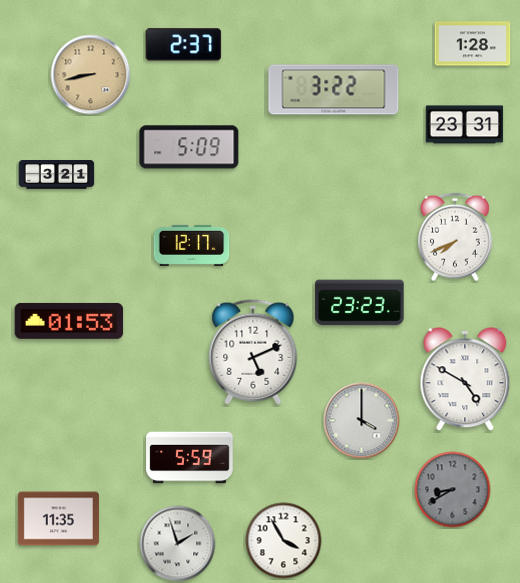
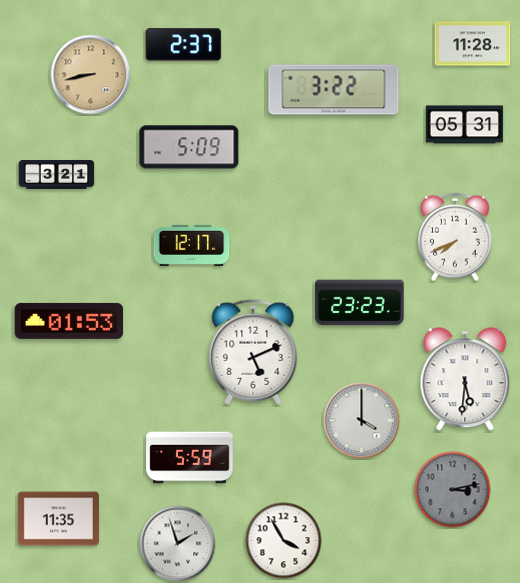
clock at (473, 44): 1:28 -> 11:28
clock at (465, 125): 23:31 -> 05:31
clock at (465, 380): 4:50 -> 5:31
clock at (453, 490): 8:40 -> 3:13
